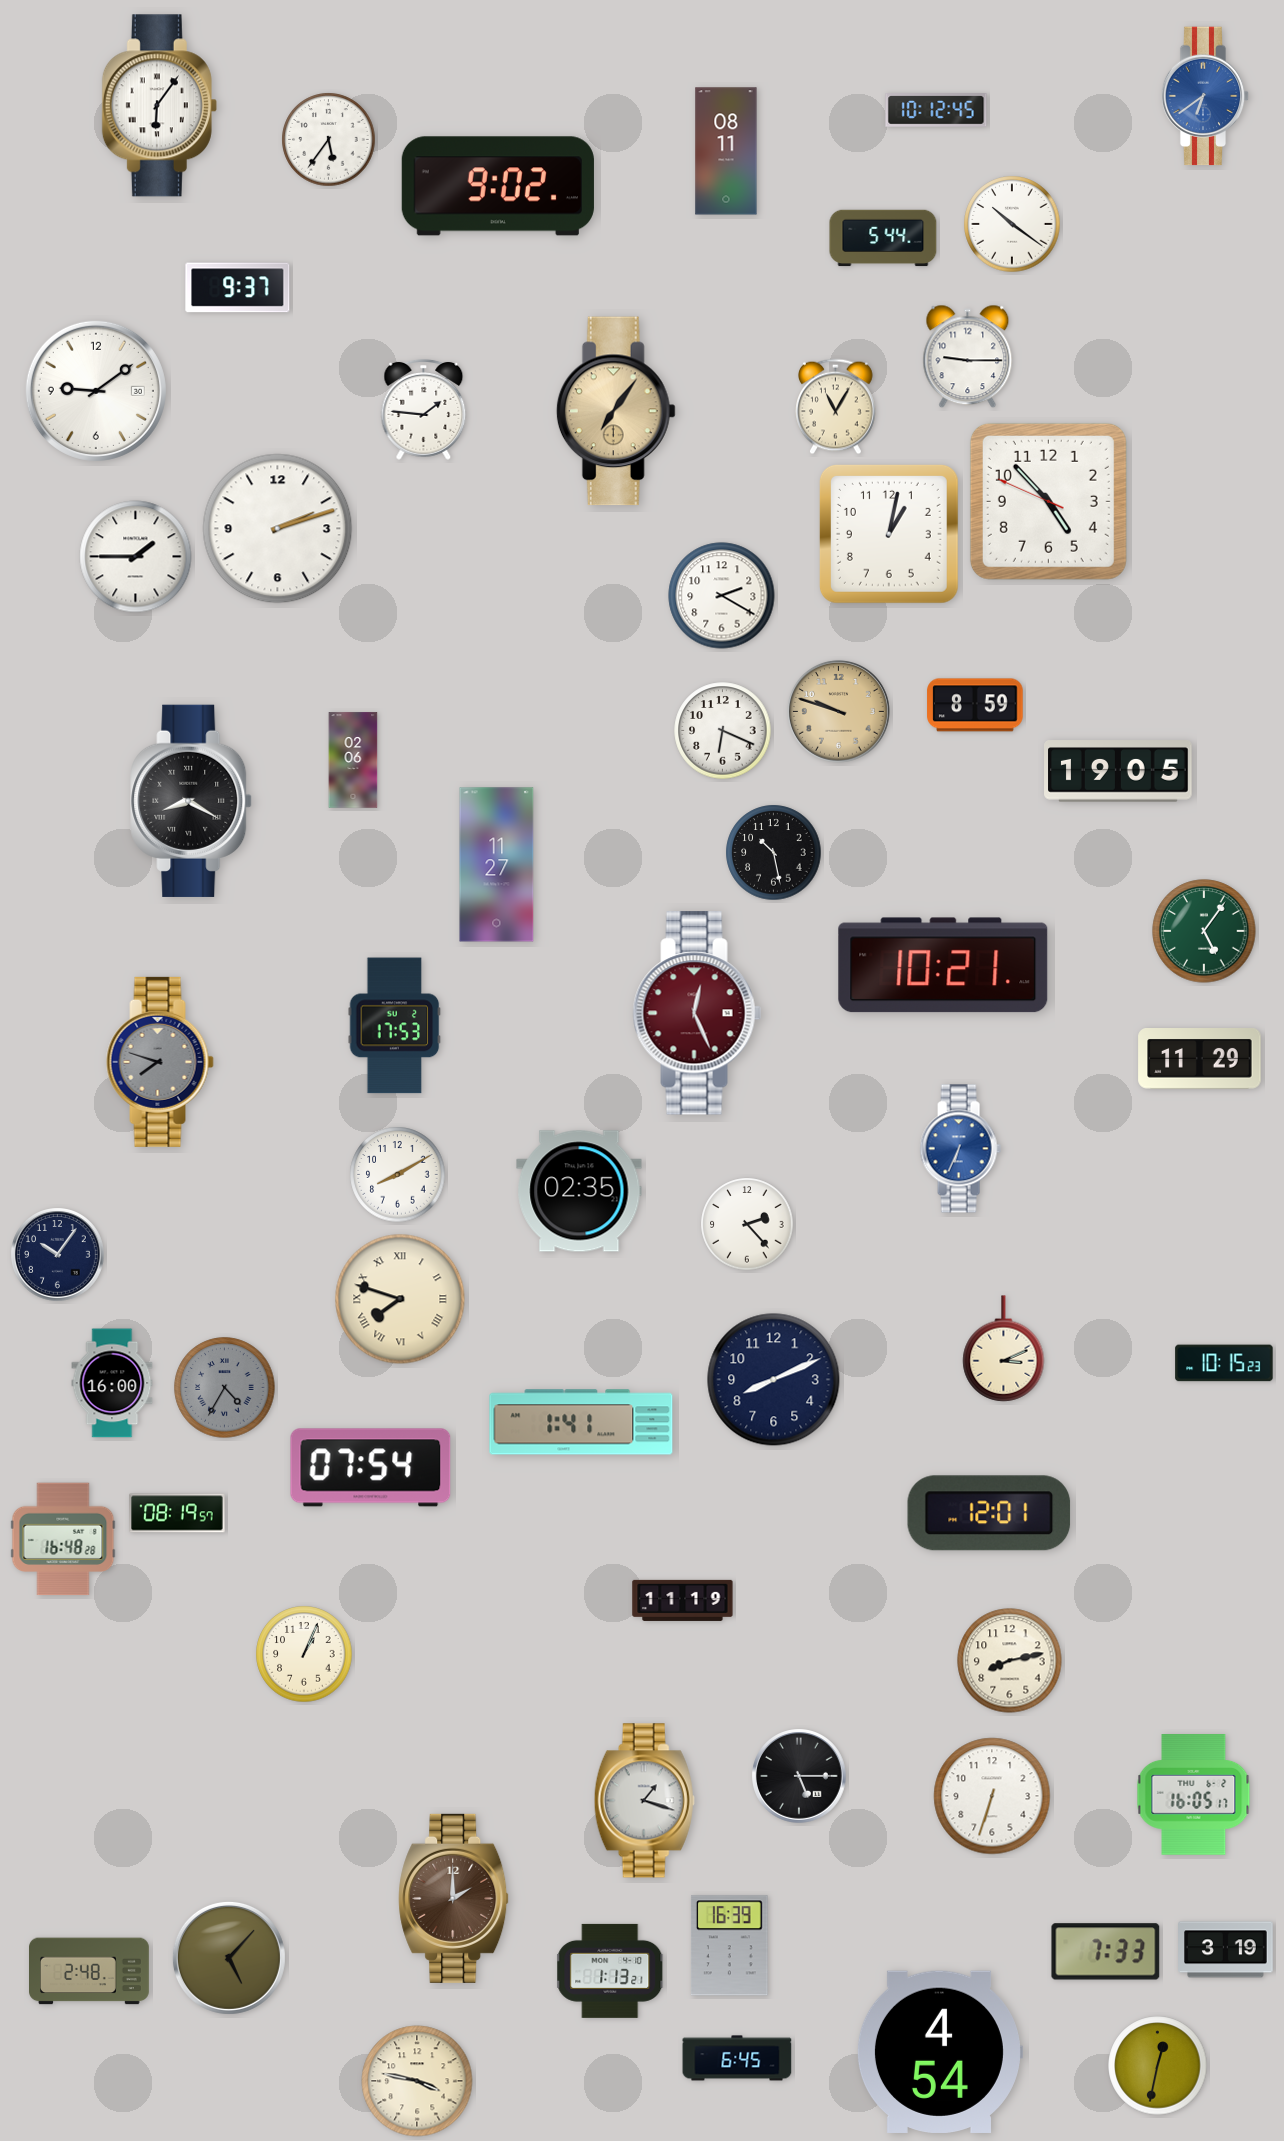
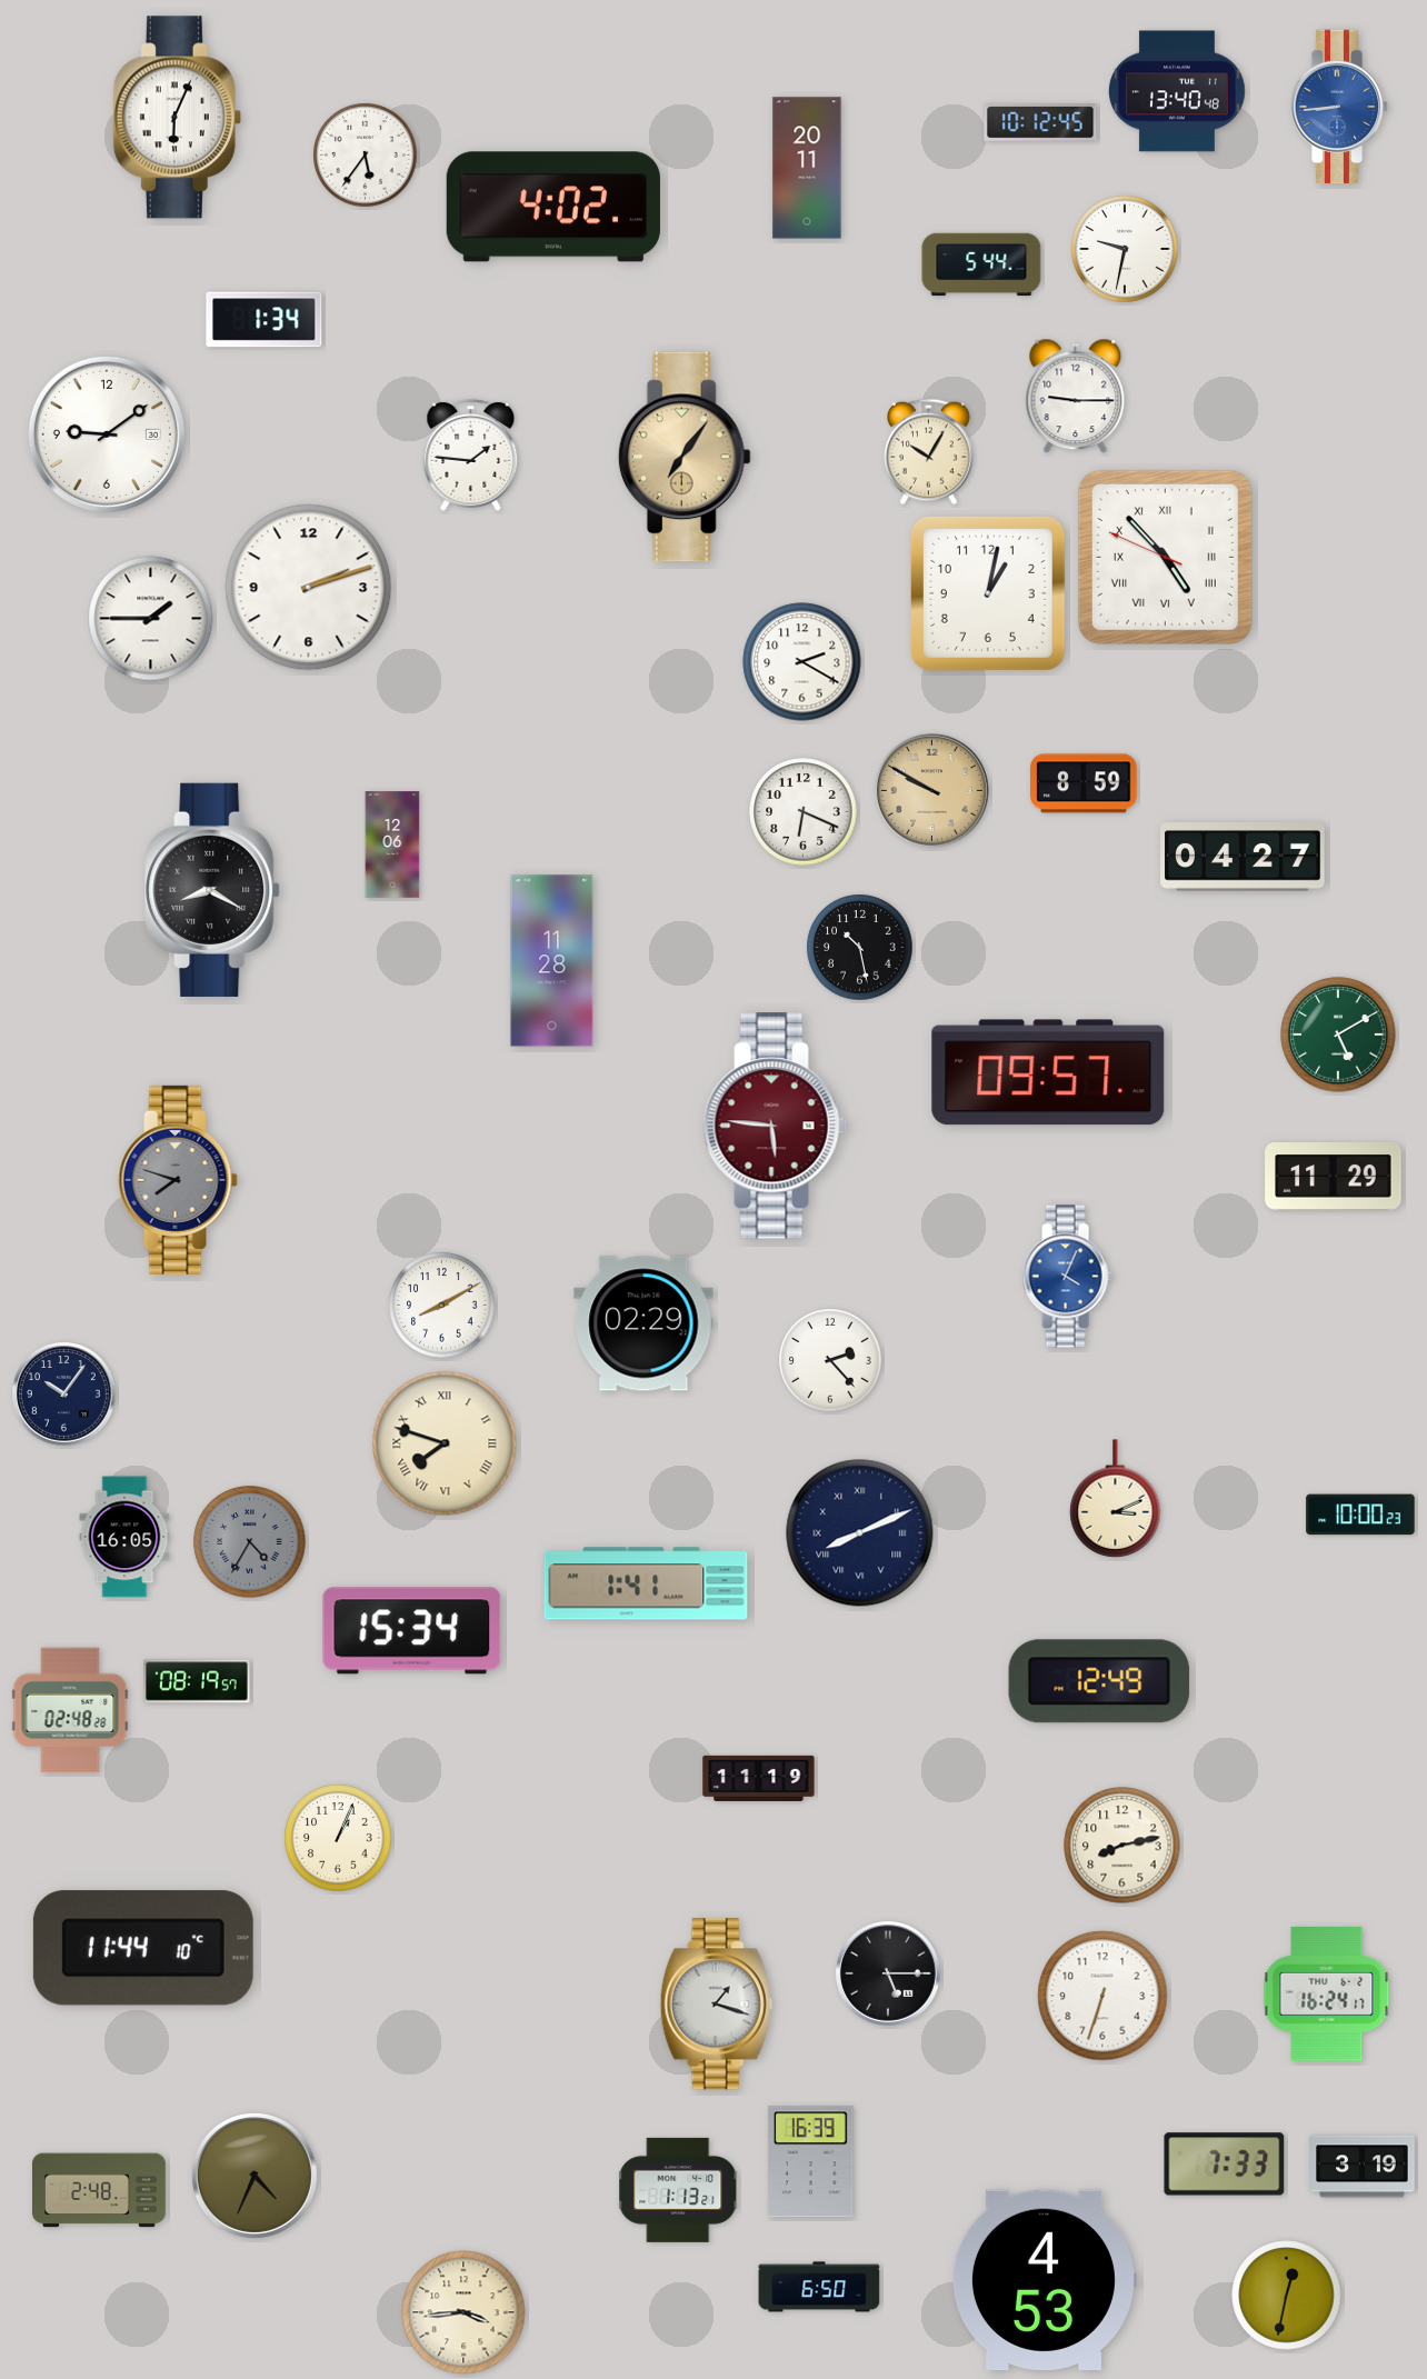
clock at (1178, 91): none -> 13:40
clock at (1205, 96): 6:39 -> 8:44
clock at (159, 106): 6:06 -> 6:04
clock at (726, 151): 08:11 -> 20:11
clock at (498, 186): 9:02 -> 4:02
clock at (1012, 224): 10:21 -> 9:32
clock at (238, 288): 9:37 -> 1:34
clock at (836, 407): 11:05 -> 10:05
clock at (1048, 501) numerals: Arabic -> Roman
clock at (838, 711): 9:48 -> 9:50
clock at (353, 760): 02:06 -> 12:06
clock at (1118, 771): 19:05 -> 04:27
clock at (497, 865): 11:27 -> 11:28
clock at (1204, 931): 5:06 -> 5:10
clock at (943, 965): 10:21 -> 09:57
clock at (697, 1013): 12:26 -> 5:46
clock at (395, 1026): 17:53 -> none
clock at (960, 1149): 6:34 -> 4:04
clock at (579, 1191): 02:35 -> 02:29
clock at (1224, 1363): 10:15 -> 10:00
clock at (774, 1380) numerals: Arabic -> Roman
clock at (112, 1383): 16:00 -> 16:05
clock at (581, 1422) position: (581, 1422) -> (646, 1583)
clock at (371, 1468): 07:54 -> 15:34
clock at (989, 1513): 12:01 -> 12:49
clock at (63, 1539): 16:48 -> 02:48
clock at (143, 1948): none -> 11:44
clock at (1194, 1795): 16:05 -> 16:24
clock at (644, 1801) position: (644, 1801) -> (716, 2005)
clock at (454, 1898): 2:00 -> none
clock at (1106, 1952) position: (1106, 1952) -> (1225, 2165)
clock at (229, 1958): 5:07 -> 4:34
clock at (939, 2052): 4:54 -> 4:53
clock at (737, 2058): 6:45 -> 6:50
clock at (417, 2081): 3:47 -> 3:44
